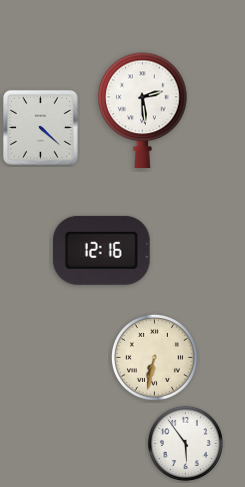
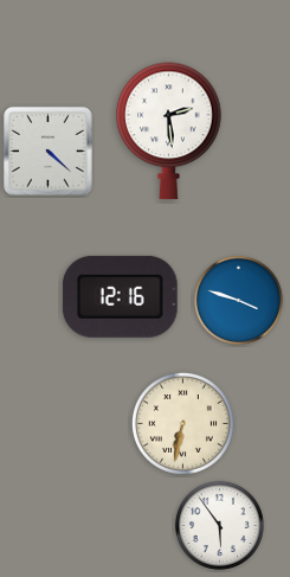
clock at (238, 300): none -> 3:48
